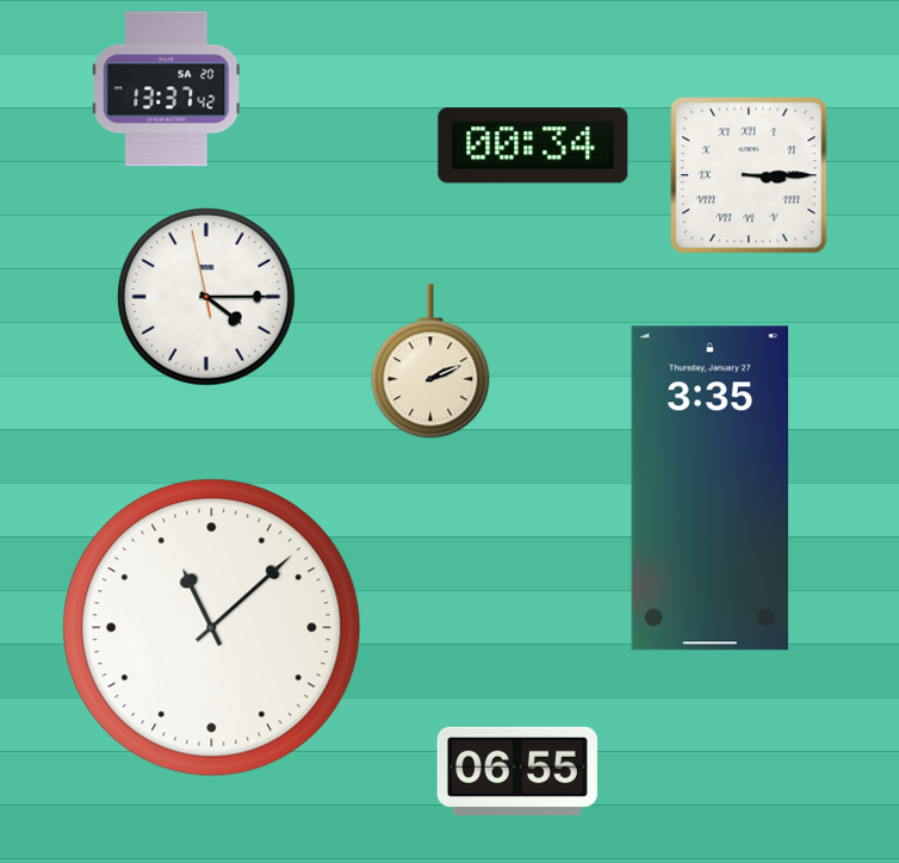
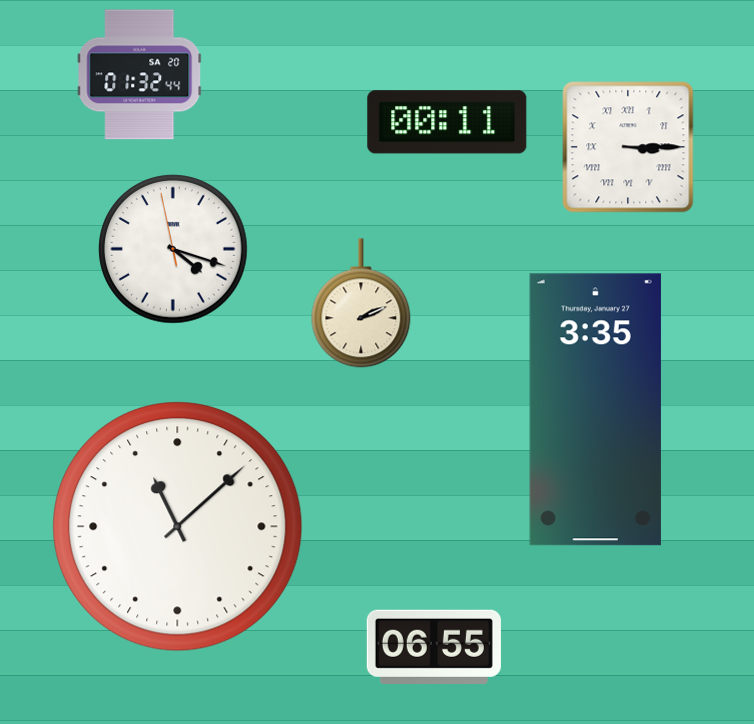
clock at (167, 89): 13:37 -> 01:32
clock at (533, 145): 00:34 -> 00:11
clock at (206, 297): 4:14 -> 4:17
